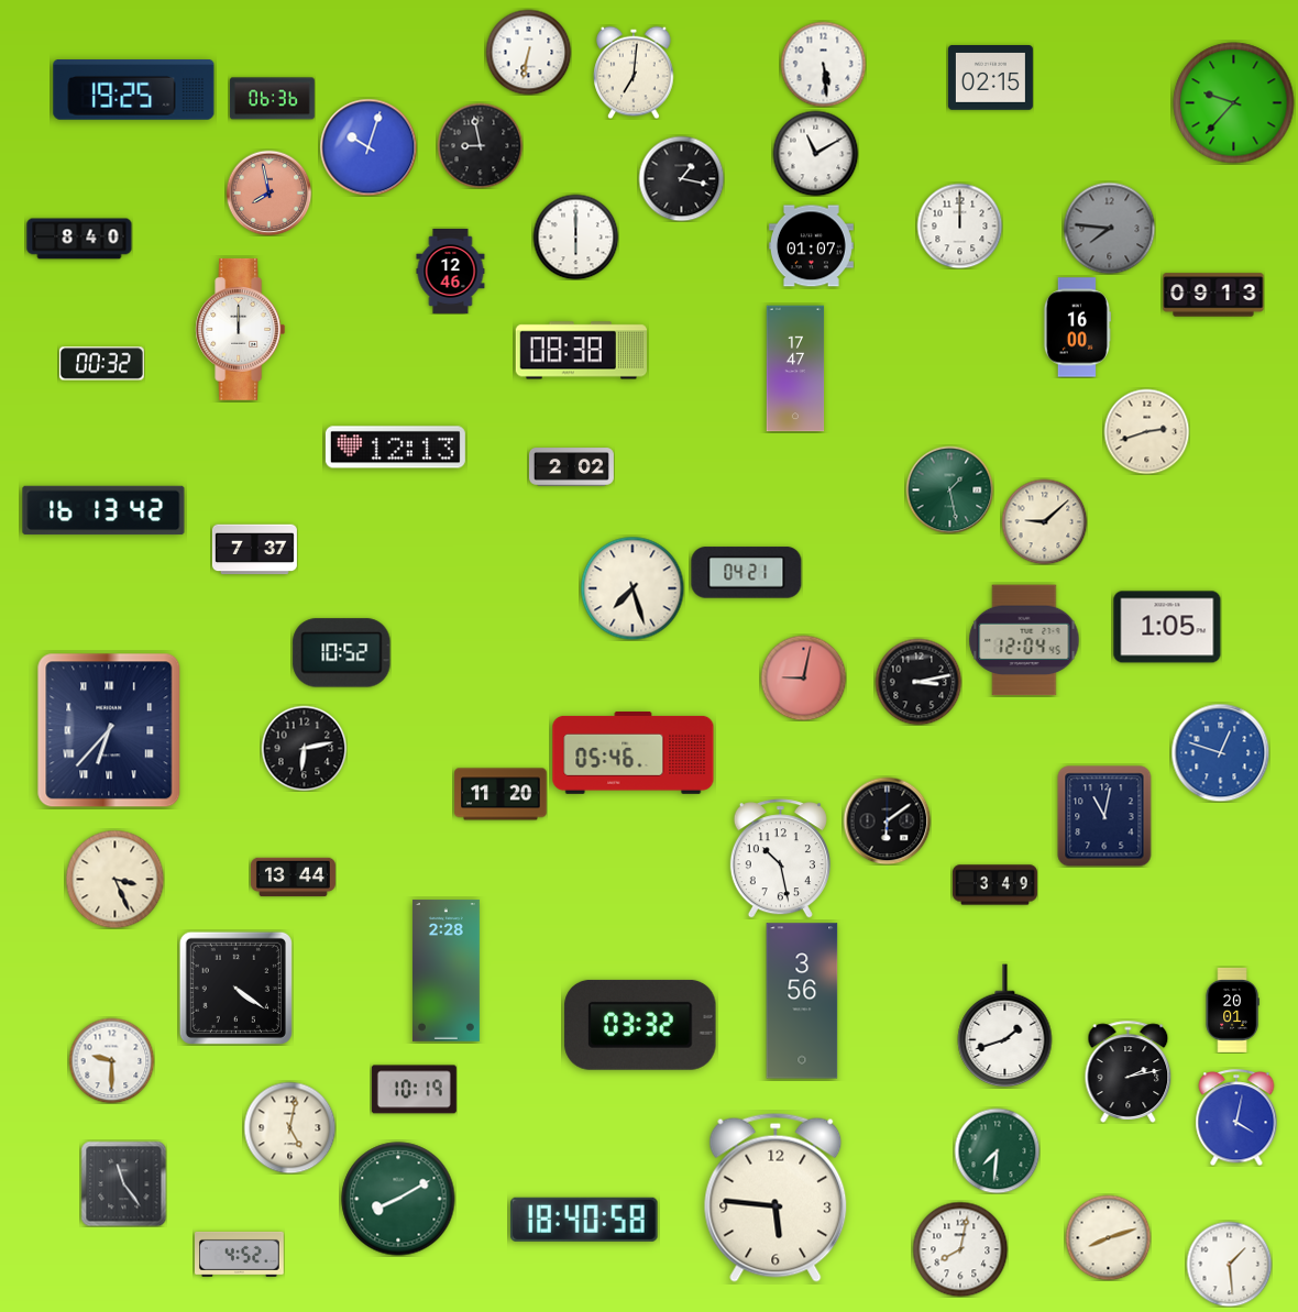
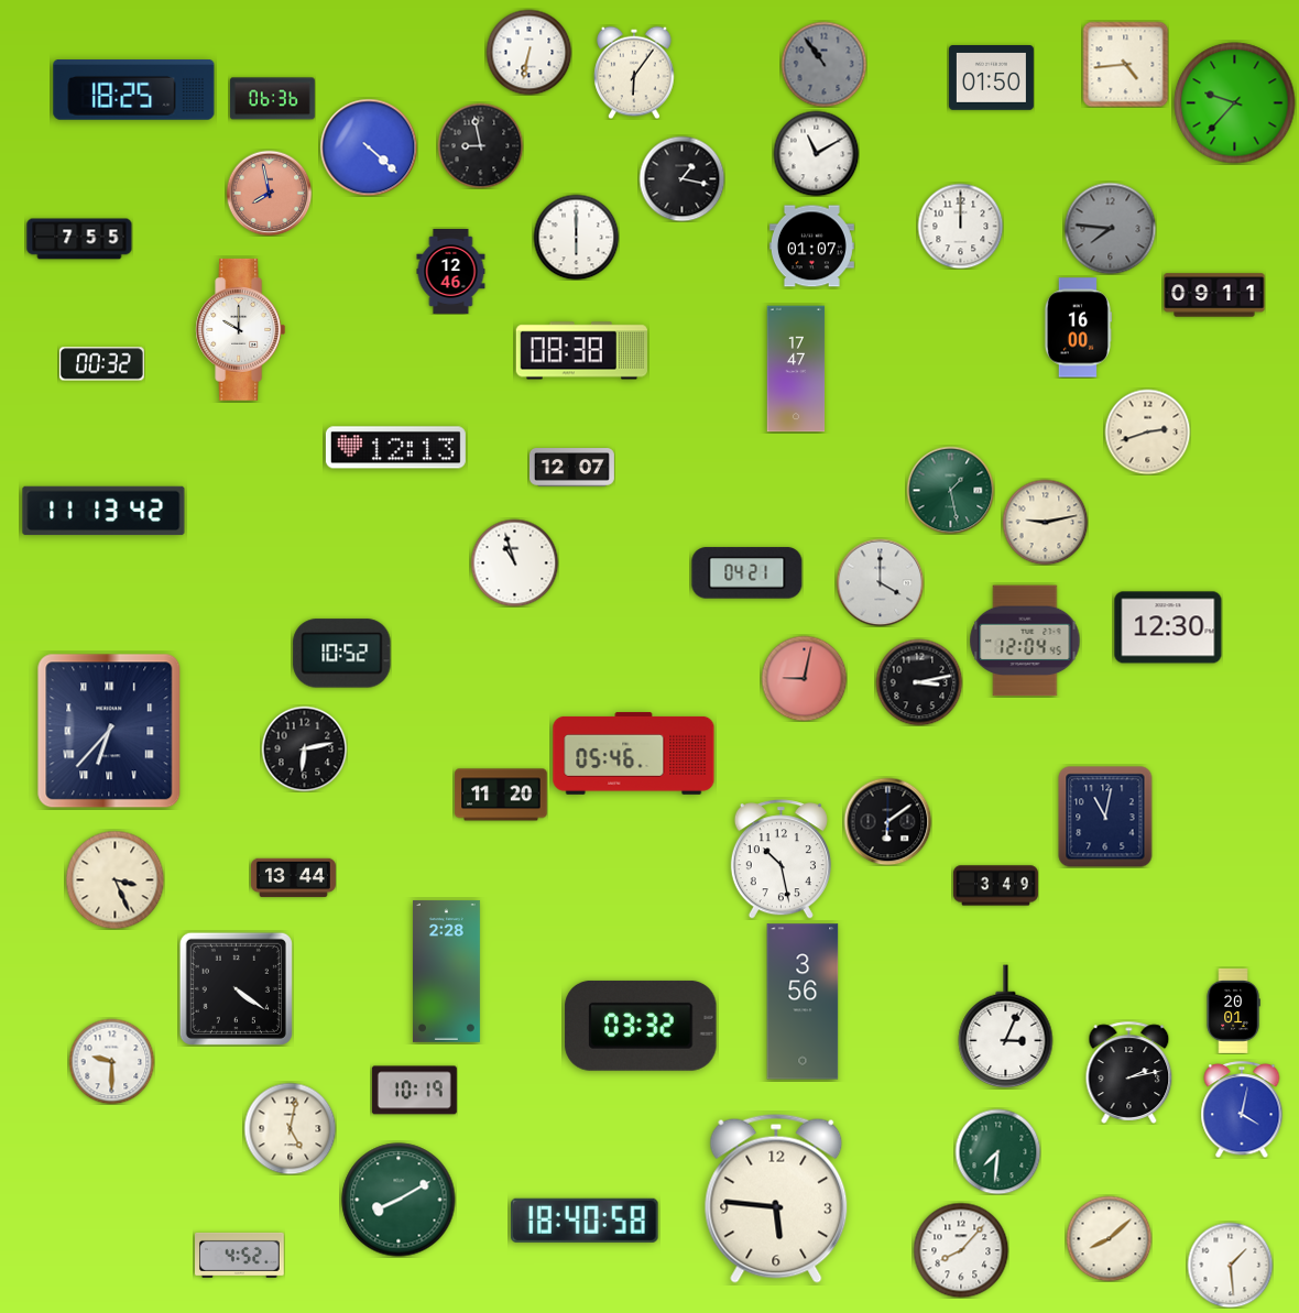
clock at (823, 64): 5:29 -> 10:54
clock at (823, 64) dial: white -> grey
clock at (1125, 64): none -> 4:44
clock at (634, 73): 7:01 -> 6:06
clock at (990, 78): 02:15 -> 01:50
clock at (134, 90): 19:25 -> 18:25
clock at (369, 147): 10:03 -> 4:22
clock at (79, 239): 8:40 -> 7:55
clock at (1213, 295): 09:13 -> 09:11
clock at (241, 329): 12:00 -> 10:00
clock at (571, 467): 2:02 -> 12:07
clock at (103, 510): 16:13 -> 11:13
clock at (1044, 521): 9:08 -> 9:13
clock at (254, 550): 7:37 -> none
clock at (514, 562): none -> 10:57
clock at (880, 582): none -> 4:00
clock at (632, 588): 7:27 -> none
clock at (1167, 627): 1:05 -> 12:30
clock at (1220, 752): 12:48 -> none
clock at (1005, 1026): 1:42 -> 3:04
clock at (1236, 1117) position: (1236, 1117) -> (1242, 1109)
clock at (123, 1183): 11:24 -> none
clock at (1108, 1237): 8:12 -> 8:08
clock at (960, 1249): 8:02 -> 8:07
